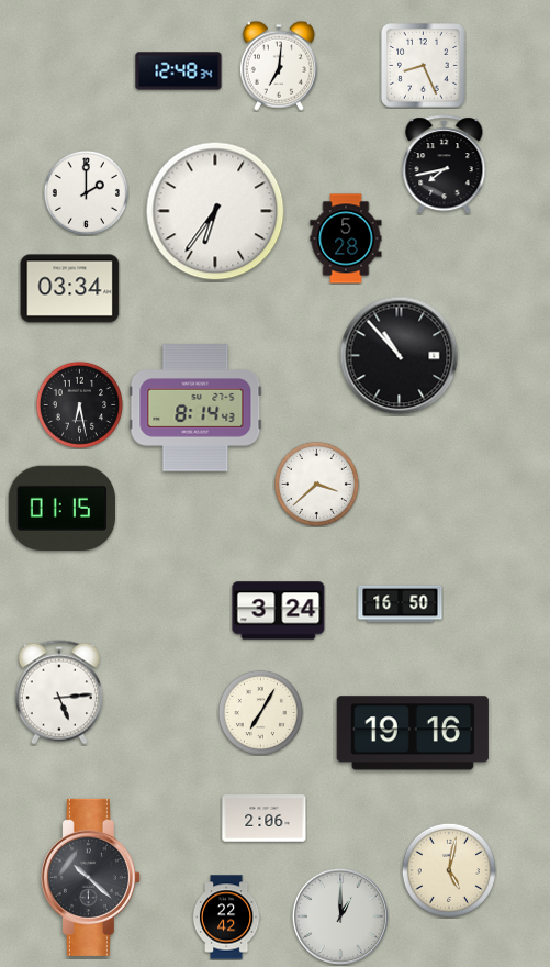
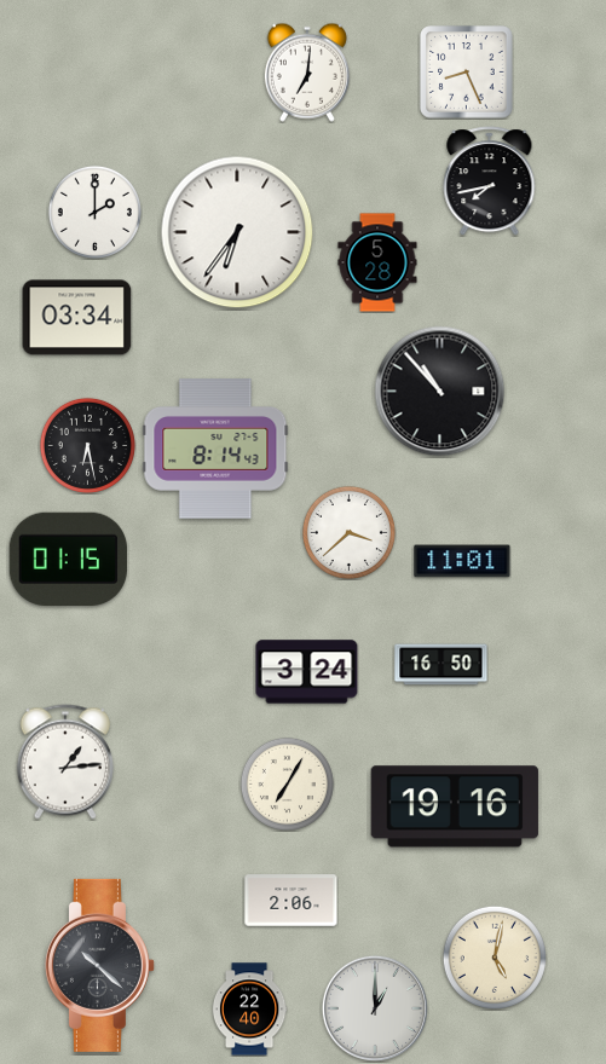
clock at (179, 71): 12:48 -> none
clock at (346, 238) position: (346, 238) -> (377, 262)
clock at (462, 561): none -> 11:01
clock at (59, 692): 5:14 -> 1:14
clock at (226, 918): 22:42 -> 22:40
